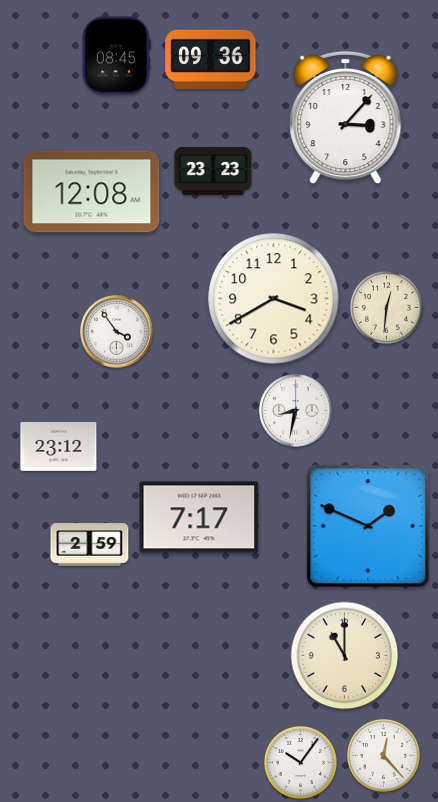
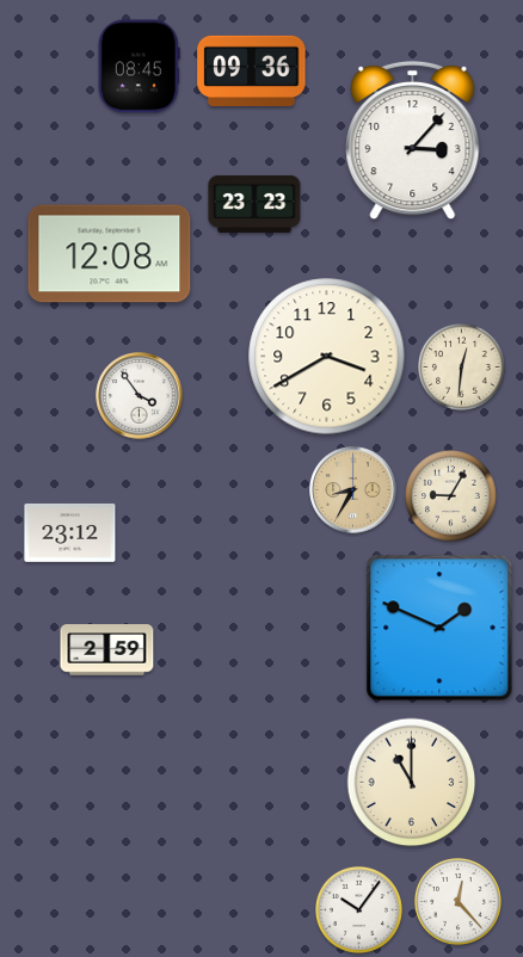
clock at (92, 192) position: (92, 192) -> (110, 254)
clock at (296, 411): 8:32 -> 8:35
clock at (296, 411) dial: white -> champagne
clock at (451, 496): none -> 9:05
clock at (199, 517): 7:17 -> none
